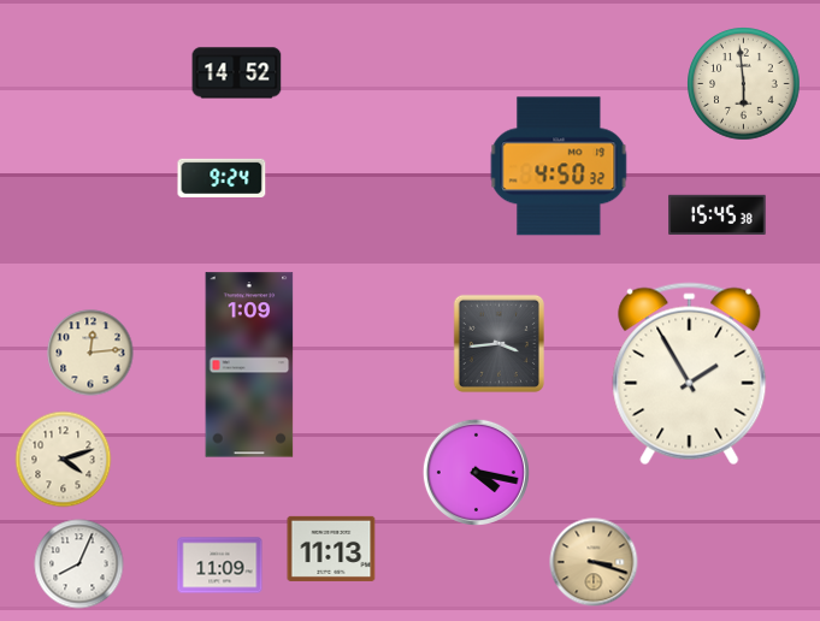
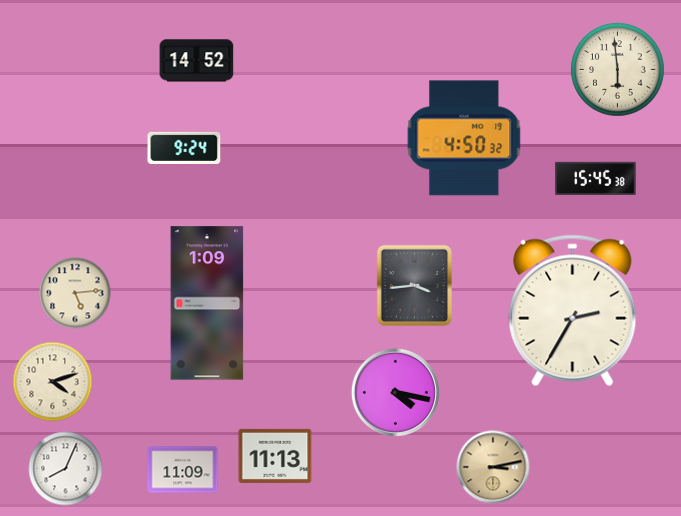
clock at (90, 353): 12:14 -> 5:14
clock at (690, 374): 1:55 -> 2:35
clock at (594, 562): 3:18 -> 3:13
